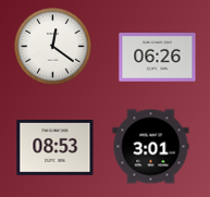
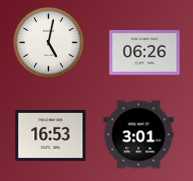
clock at (53, 47): 12:21 -> 5:02
clock at (55, 148): 08:53 -> 16:53
